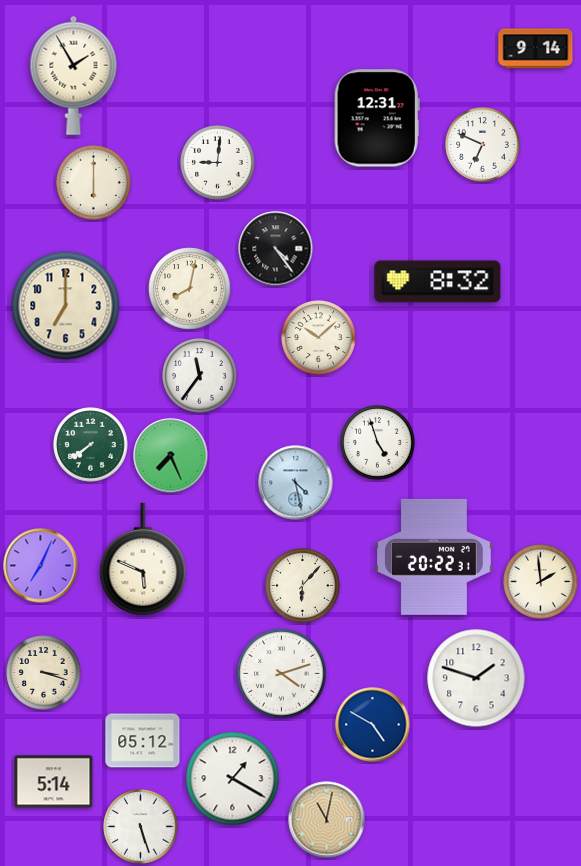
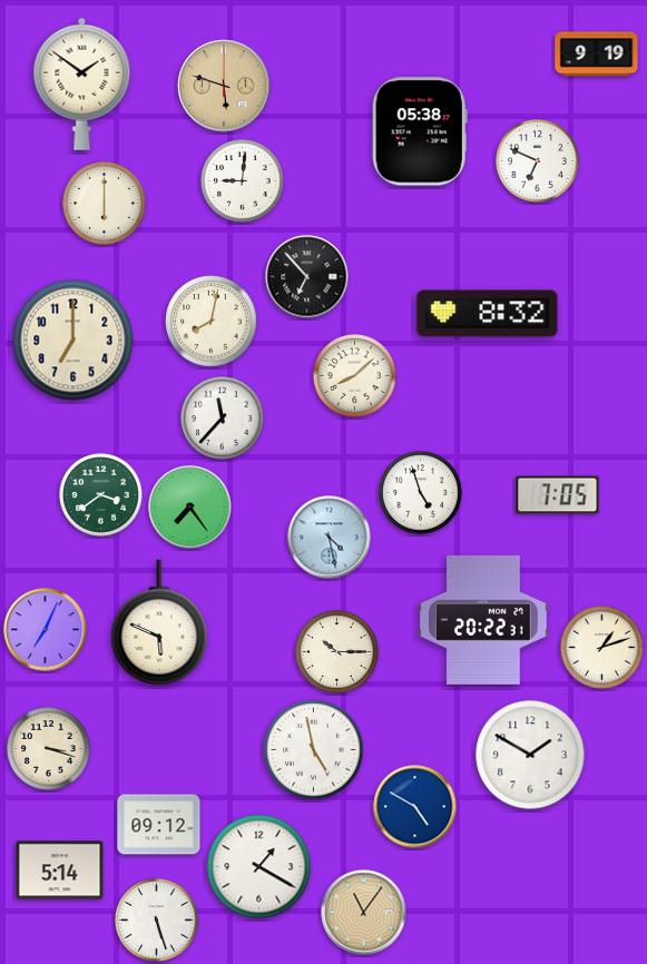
clock at (536, 49): 9:14 -> 9:19
clock at (74, 75): 1:55 -> 1:51
clock at (224, 86): none -> 5:48
clock at (377, 118): 12:31 -> 05:38
clock at (276, 249): 4:24 -> 6:53
clock at (319, 338): 10:08 -> 8:08
clock at (200, 376): 11:36 -> 11:37
clock at (91, 445): 7:39 -> 3:39
clock at (558, 495): none -> 7:05
clock at (171, 456): 7:26 -> 7:24
clock at (541, 582): 1:59 -> 1:12
clock at (303, 586): 6:07 -> 10:15
clock at (282, 674): 4:12 -> 4:58
clock at (476, 678): 1:48 -> 1:50
clock at (143, 741): 05:12 -> 09:12
clock at (327, 820): 11:02 -> 11:06
